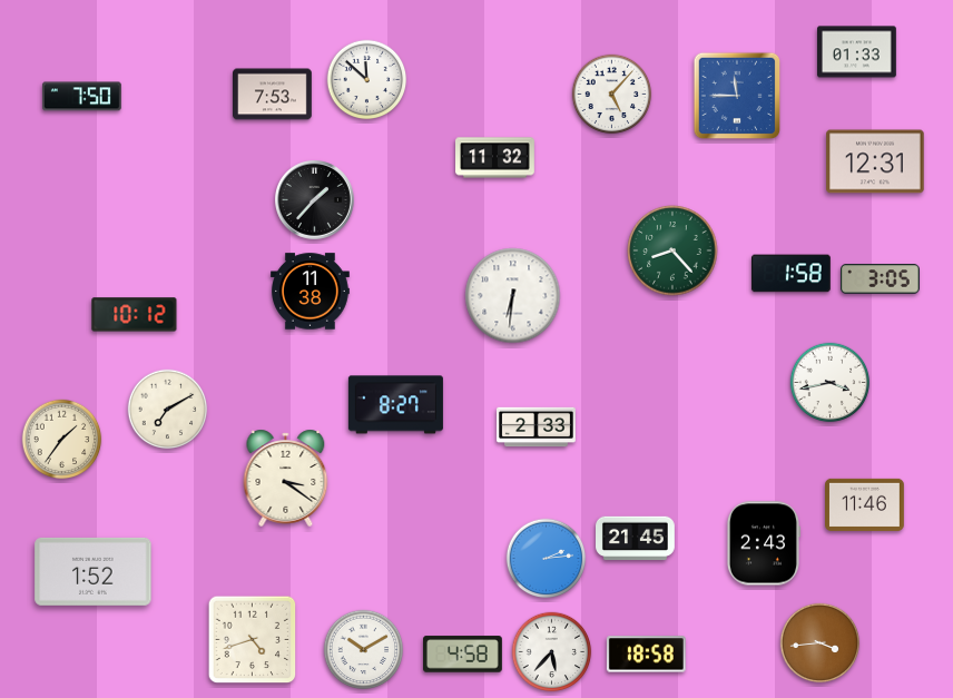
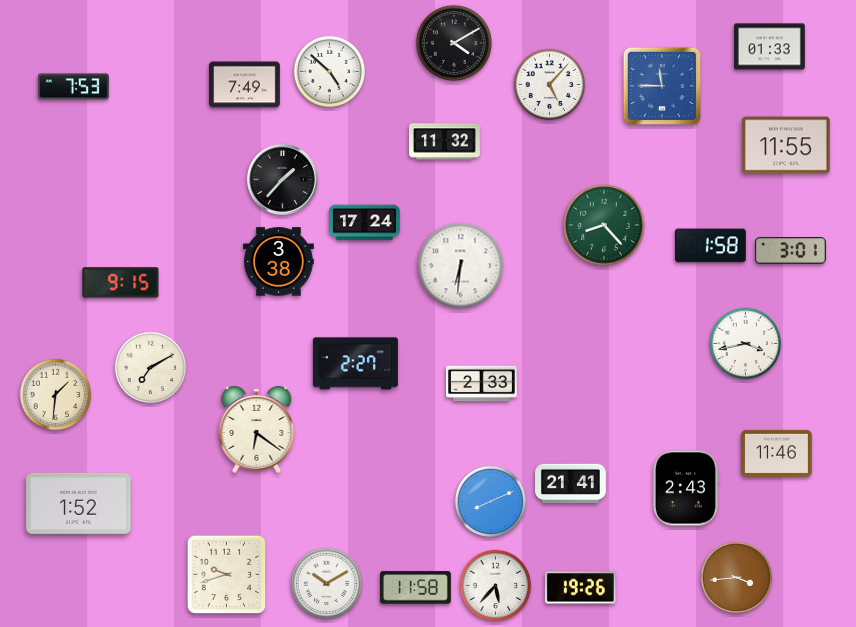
clock at (454, 43): none -> 4:10
clock at (367, 80): 11:52 -> 4:52
clock at (273, 95): 7:53 -> 7:49
clock at (81, 97): 7:50 -> 7:53
clock at (875, 161): 12:31 -> 11:55
clock at (365, 223): none -> 17:24
clock at (881, 279): 3:05 -> 3:01
clock at (311, 292): 11:38 -> 3:38
clock at (135, 315): 10:12 -> 9:15
clock at (395, 405): 8:27 -> 2:27
clock at (62, 440): 1:36 -> 1:31
clock at (286, 478): 3:21 -> 6:21
clock at (636, 539): 21:45 -> 21:41
clock at (547, 559): 2:14 -> 8:11
clock at (94, 571) position: (94, 571) -> (79, 503)
clock at (253, 640): 4:42 -> 9:42
clock at (463, 655): 4:58 -> 11:58
clock at (646, 655): 18:58 -> 19:26
